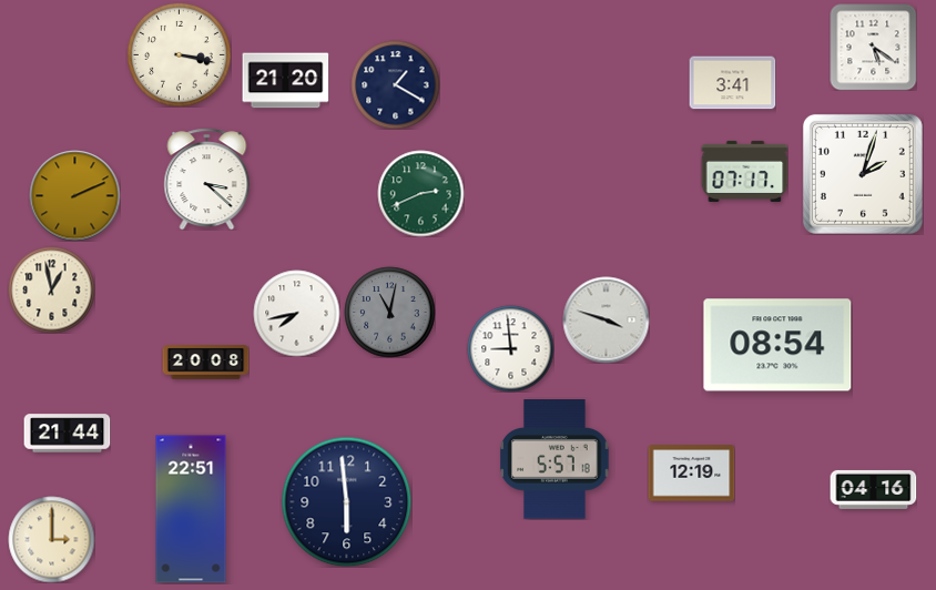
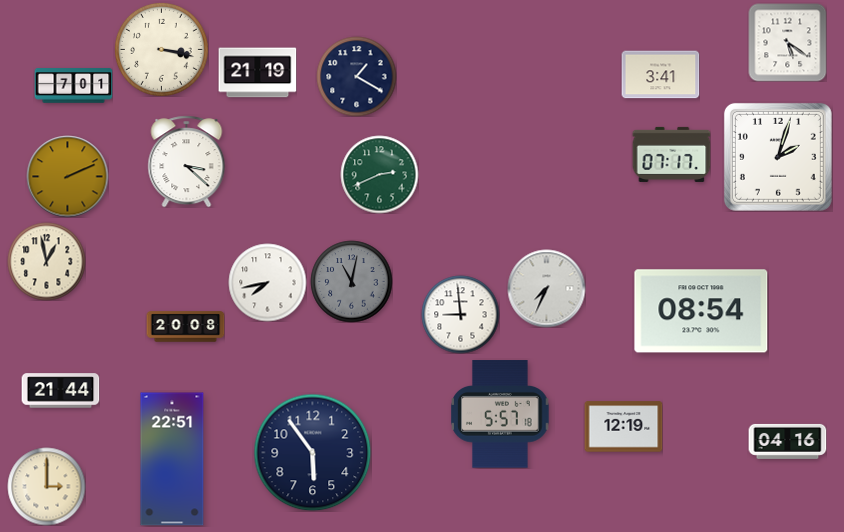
clock at (285, 81): 21:20 -> 21:19
clock at (73, 86): none -> 7:01
clock at (606, 319): 3:48 -> 7:34
clock at (346, 501): 5:59 -> 5:54
